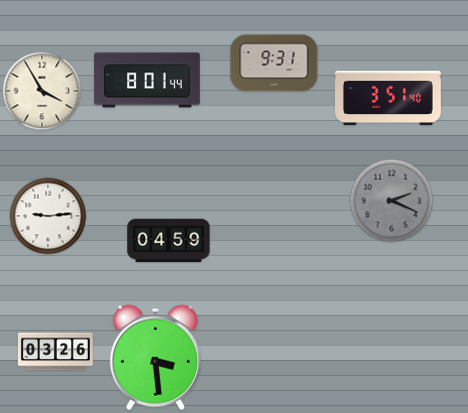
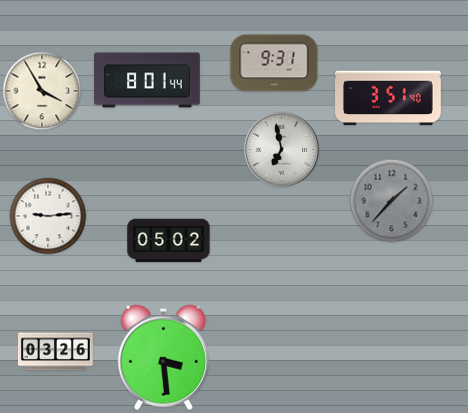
clock at (282, 150): none -> 6:58
clock at (392, 201): 2:19 -> 1:37
clock at (169, 241): 04:59 -> 05:02
clock at (155, 357) position: (155, 357) -> (163, 357)
